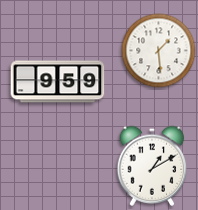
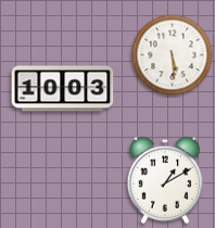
clock at (159, 51): 1:29 -> 5:29
clock at (58, 82): 9:59 -> 10:03
